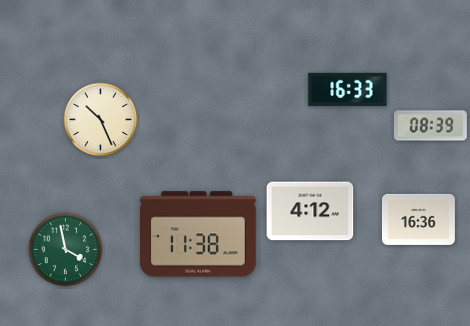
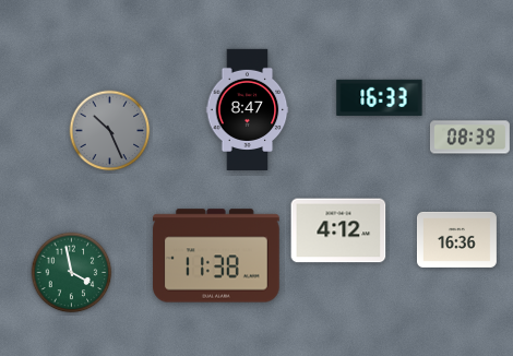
clock at (248, 109): none -> 8:47
clock at (101, 120) dial: cream -> grey
